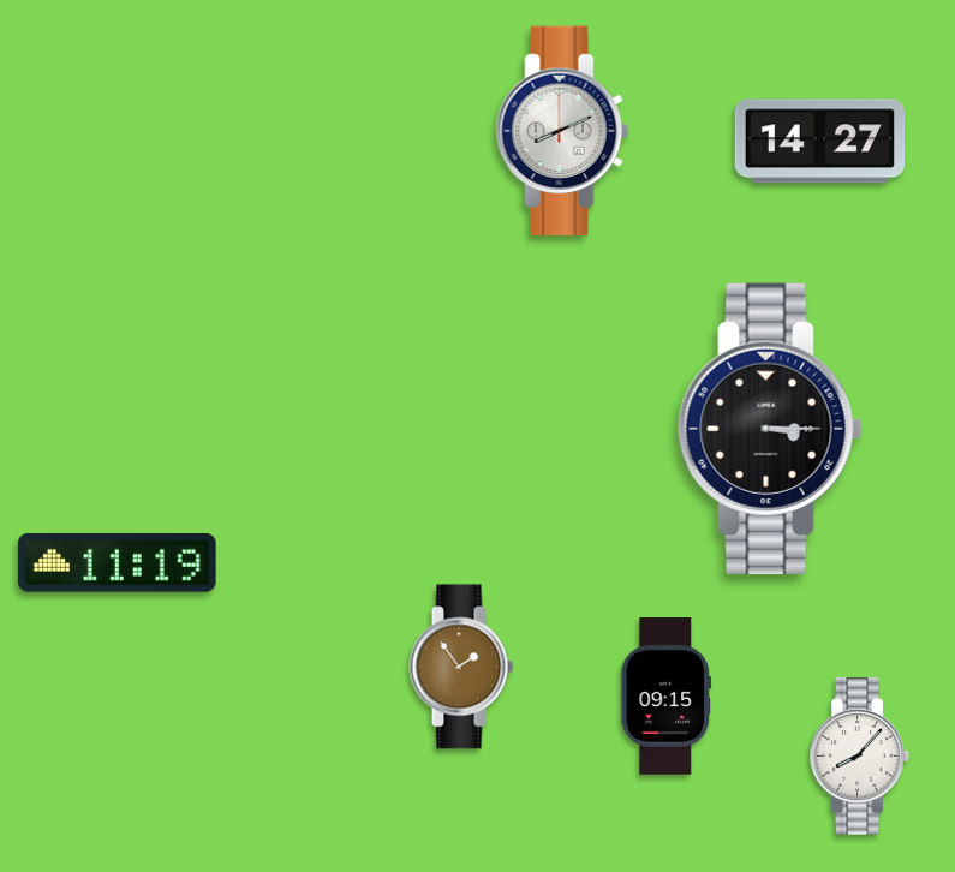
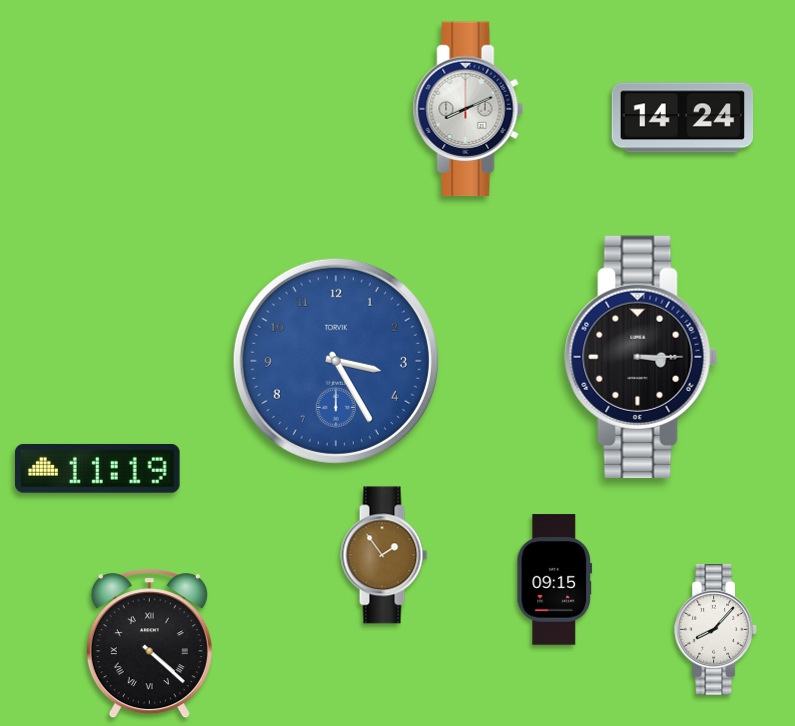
clock at (820, 142): 14:27 -> 14:24
clock at (336, 361): none -> 3:25
clock at (149, 644): none -> 4:22
